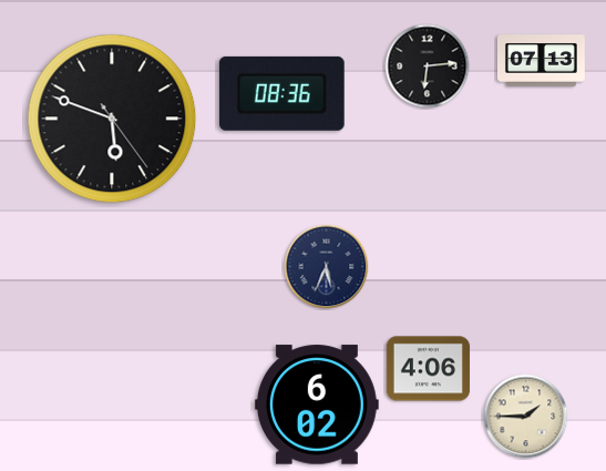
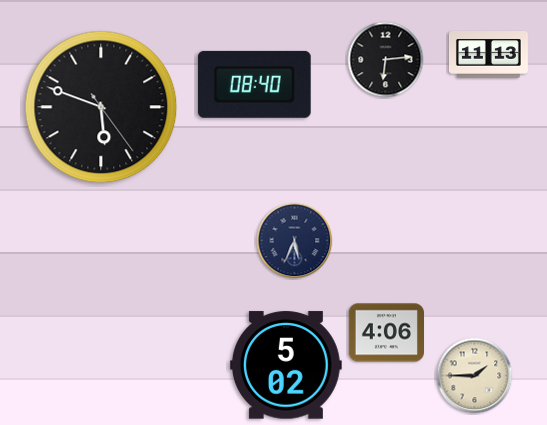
clock at (541, 61): 07:13 -> 11:13
clock at (281, 93): 08:36 -> 08:40
clock at (317, 405): 6:02 -> 5:02
